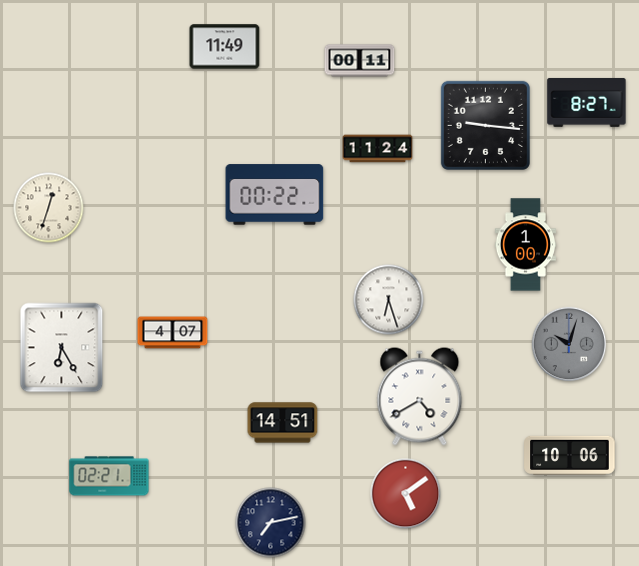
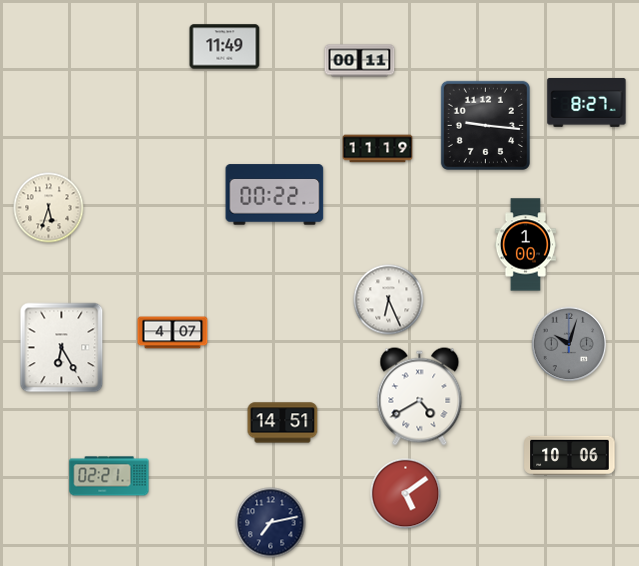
clock at (378, 149): 11:24 -> 11:19
clock at (49, 208): 12:33 -> 5:33
clock at (389, 300): 6:27 -> 6:26
